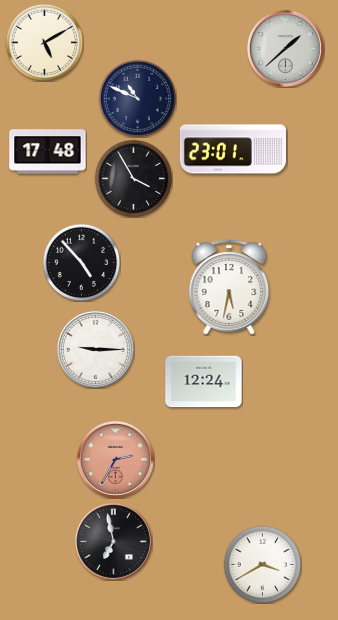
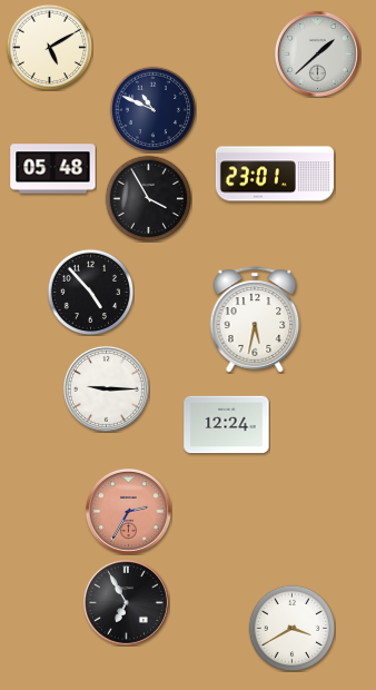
clock at (233, 149) position: (233, 149) -> (275, 174)
clock at (48, 152): 17:48 -> 05:48
clock at (113, 541): 6:58 -> 6:55
